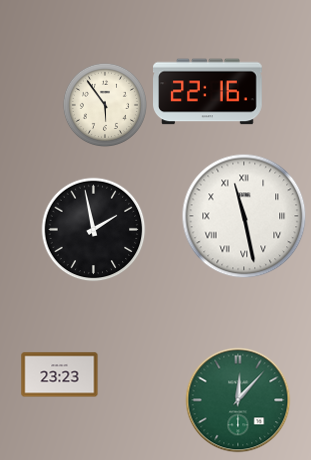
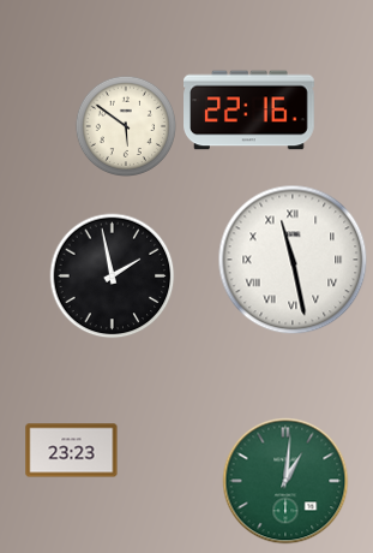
clock at (104, 104): 5:54 -> 5:51
clock at (238, 400): 12:07 -> 1:01
